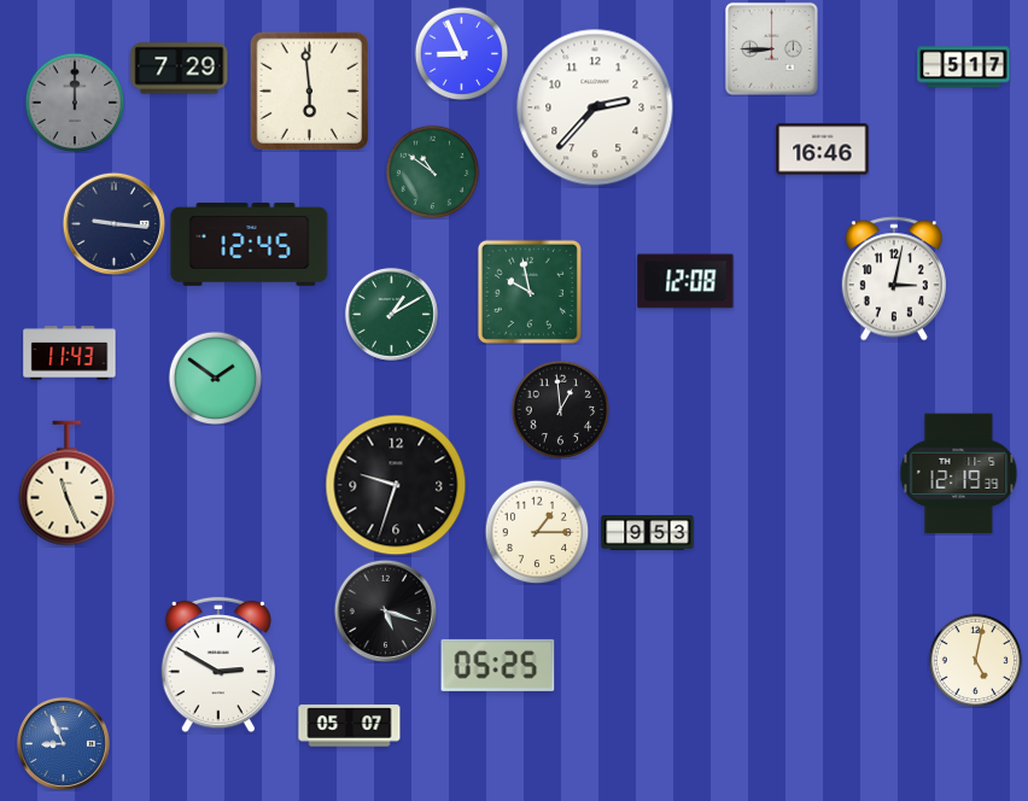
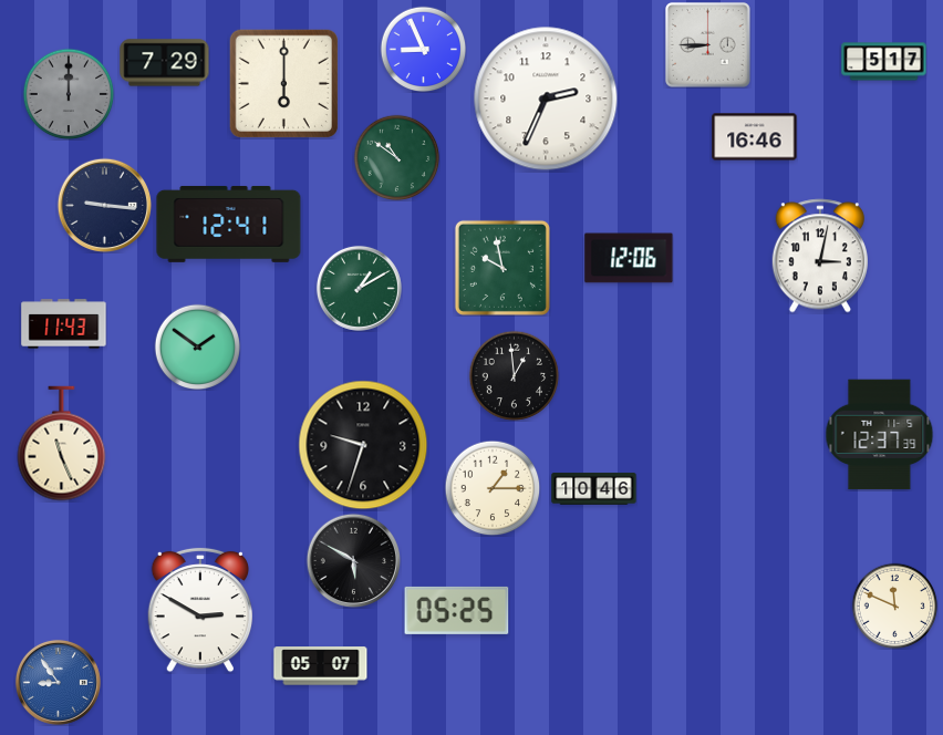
clock at (309, 90): 5:59 -> 6:00
clock at (595, 107): 2:37 -> 2:34
clock at (250, 244): 12:45 -> 12:41
clock at (685, 281): 12:08 -> 12:06
clock at (530, 292) position: (530, 292) -> (502, 268)
clock at (959, 474): 12:19 -> 12:37
clock at (648, 533): 9:53 -> 10:46
clock at (385, 610): 5:18 -> 5:50
clock at (975, 660): 5:02 -> 11:49
clock at (63, 743): 8:56 -> 8:54
